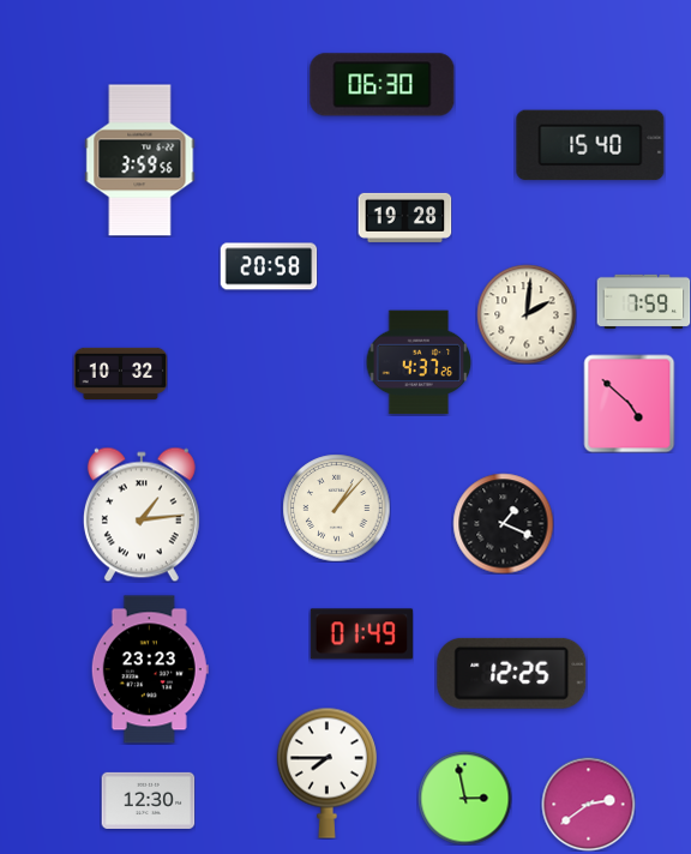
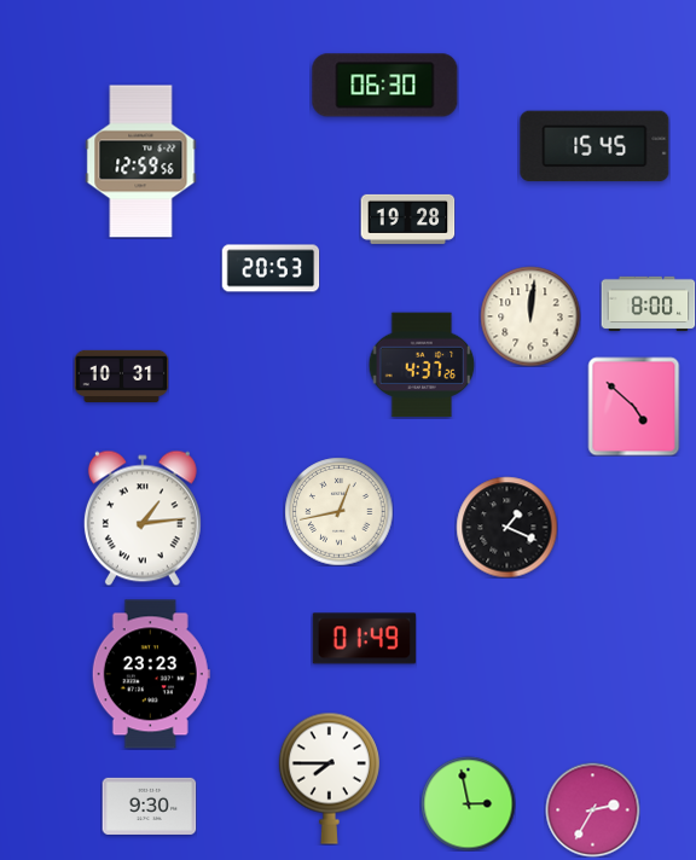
clock at (590, 145): 15:40 -> 15:45
clock at (140, 161): 3:59 -> 12:59
clock at (269, 266): 20:58 -> 20:53
clock at (643, 302): 7:59 -> 8:00
clock at (527, 314): 2:01 -> 12:01
clock at (120, 373): 10:32 -> 10:31
clock at (336, 507): 1:07 -> 12:43
clock at (512, 673): 12:25 -> none
clock at (148, 800): 12:30 -> 9:30
clock at (588, 804): 2:39 -> 2:35
